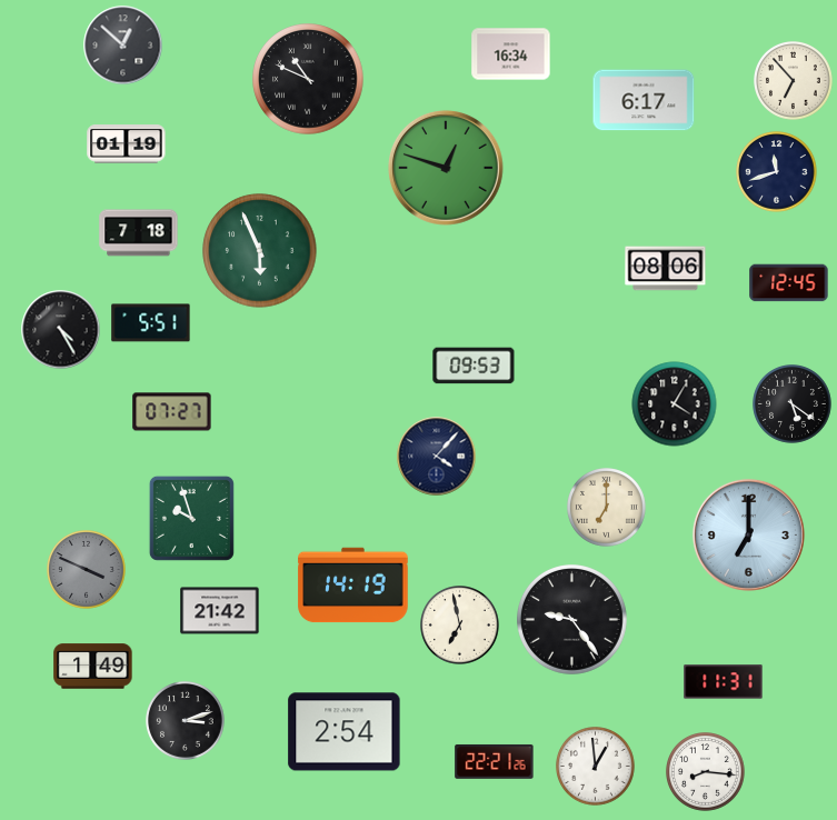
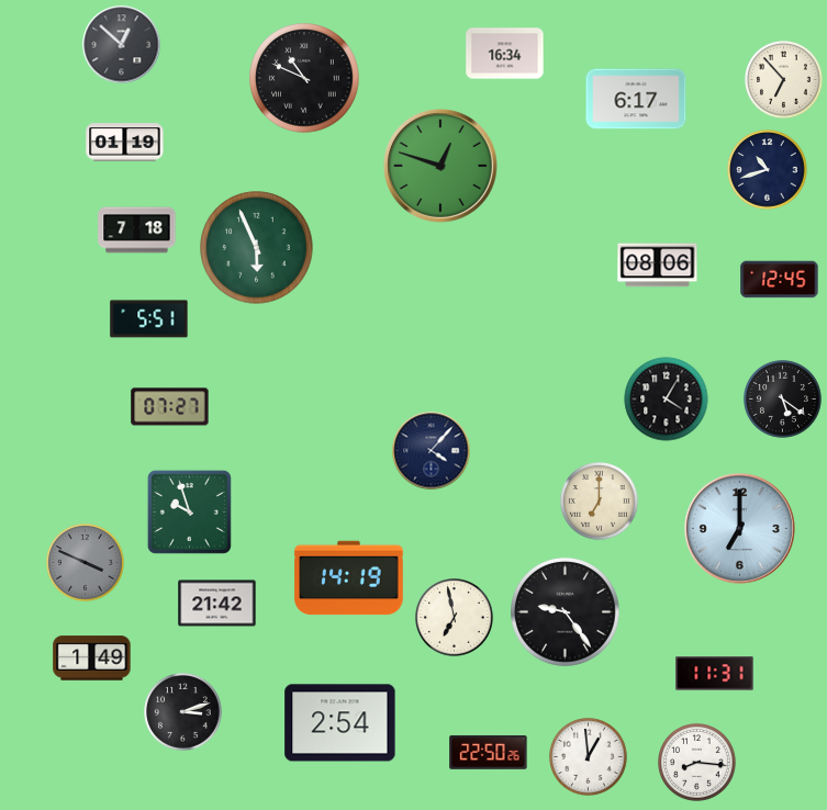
clock at (777, 172): 11:42 -> 10:42
clock at (61, 330): 4:25 -> none
clock at (474, 366): 09:53 -> none
clock at (495, 761): 22:21 -> 22:50
